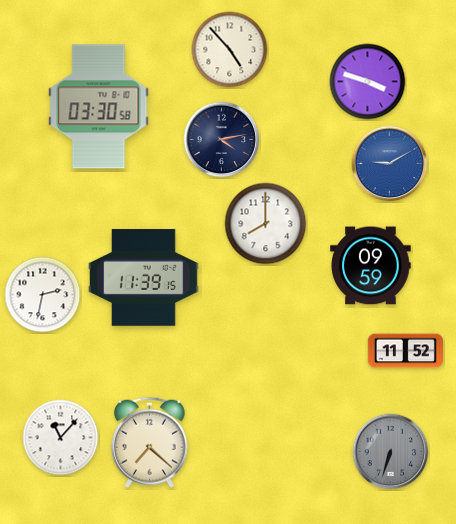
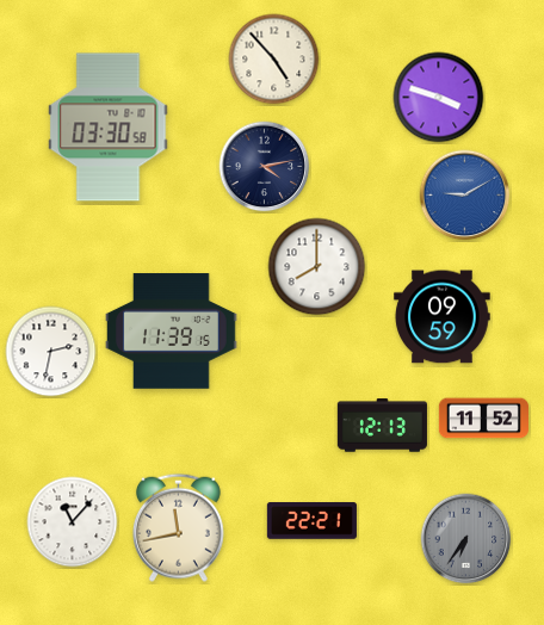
clock at (99, 107) position: (99, 107) -> (109, 128)
clock at (382, 426): none -> 12:13
clock at (311, 521): none -> 22:21
clock at (149, 442): 7:22 -> 11:43
clock at (391, 452): 6:33 -> 6:36
